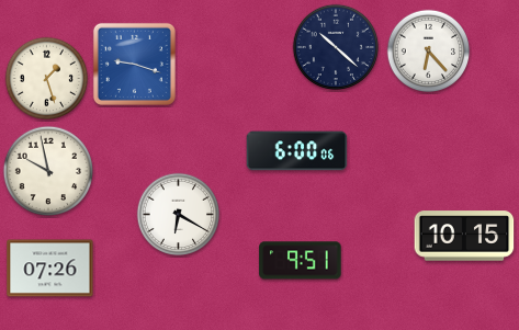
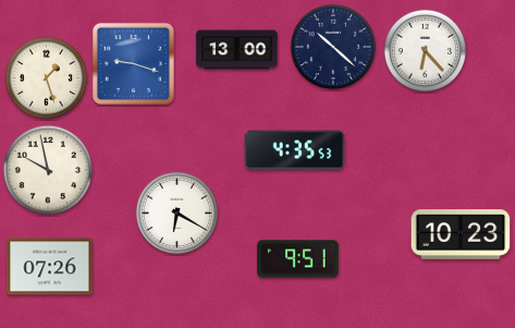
clock at (237, 50): none -> 13:00
clock at (297, 151): 6:00 -> 4:35
clock at (464, 236): 10:15 -> 10:23
